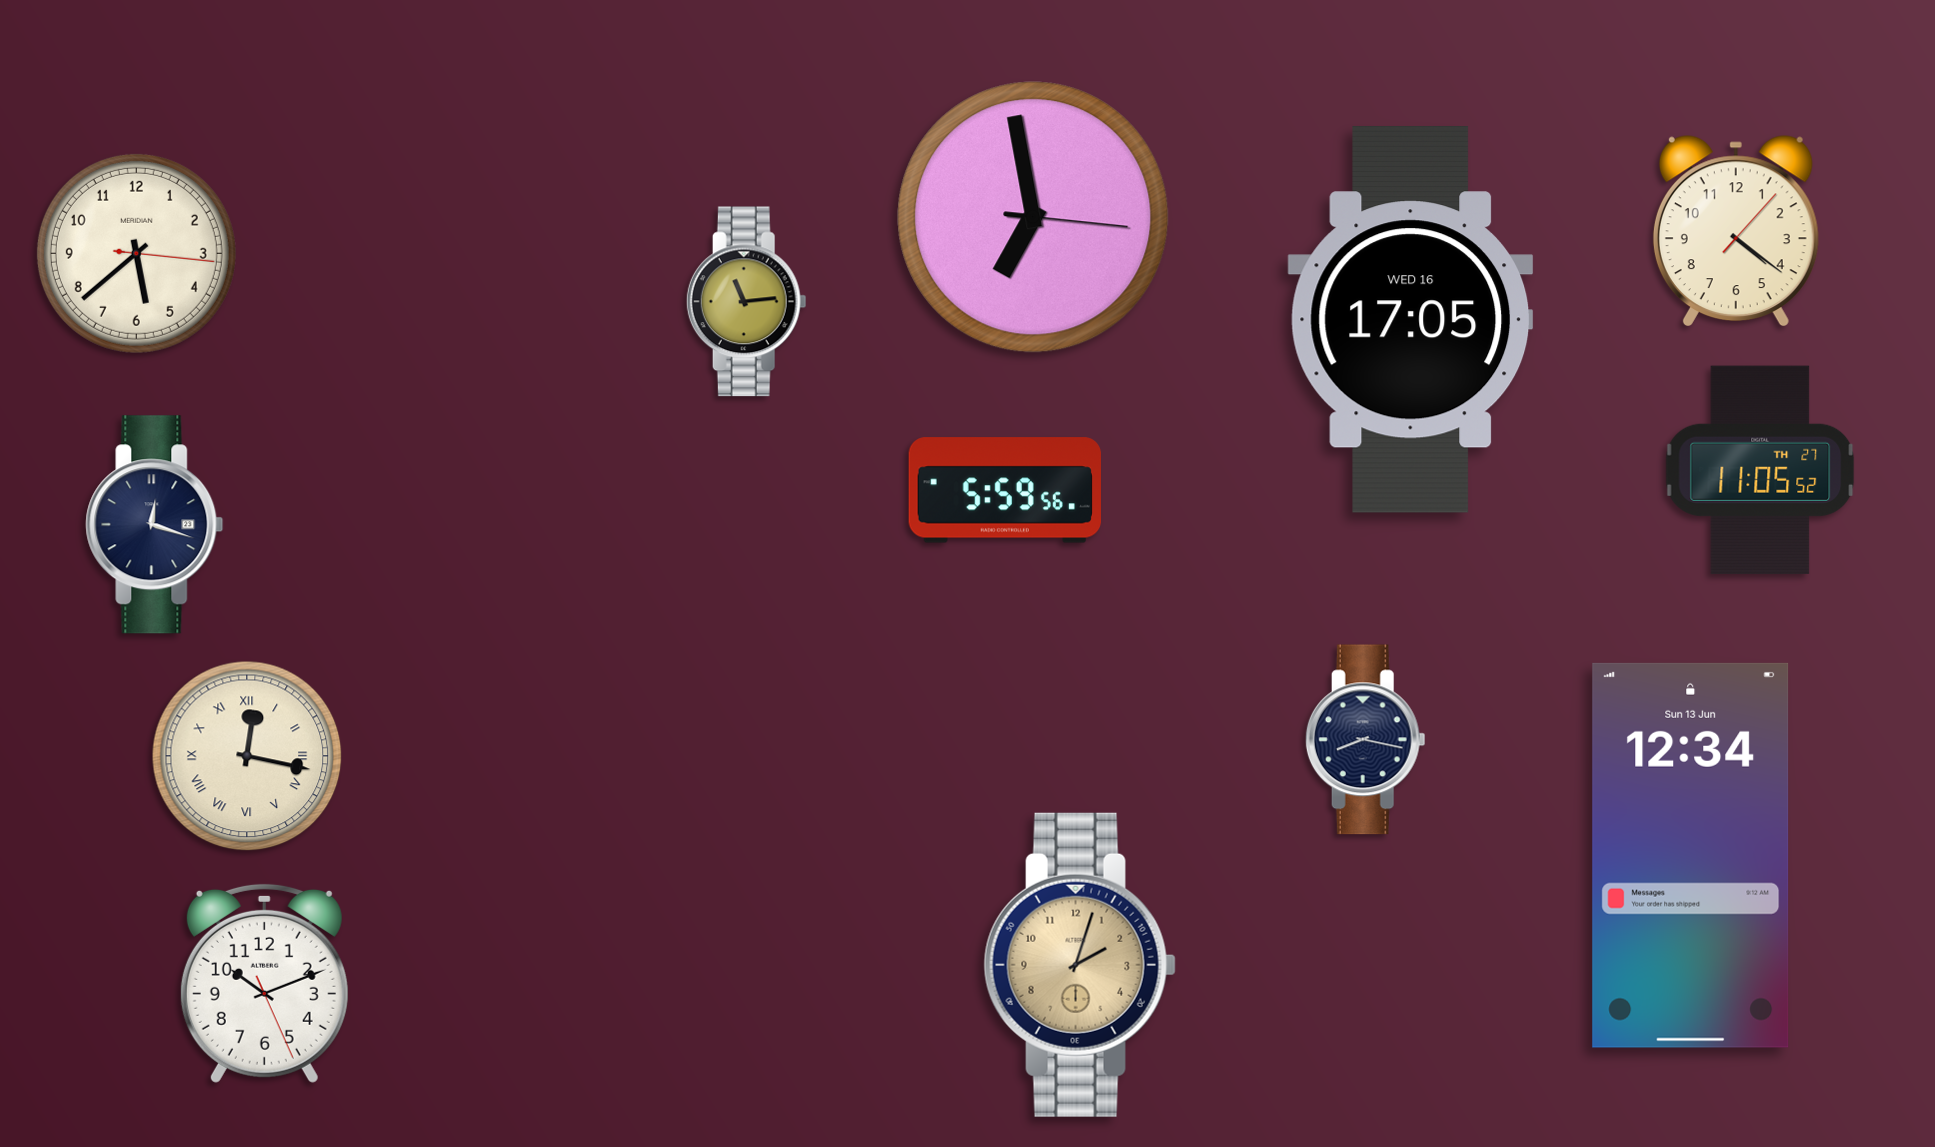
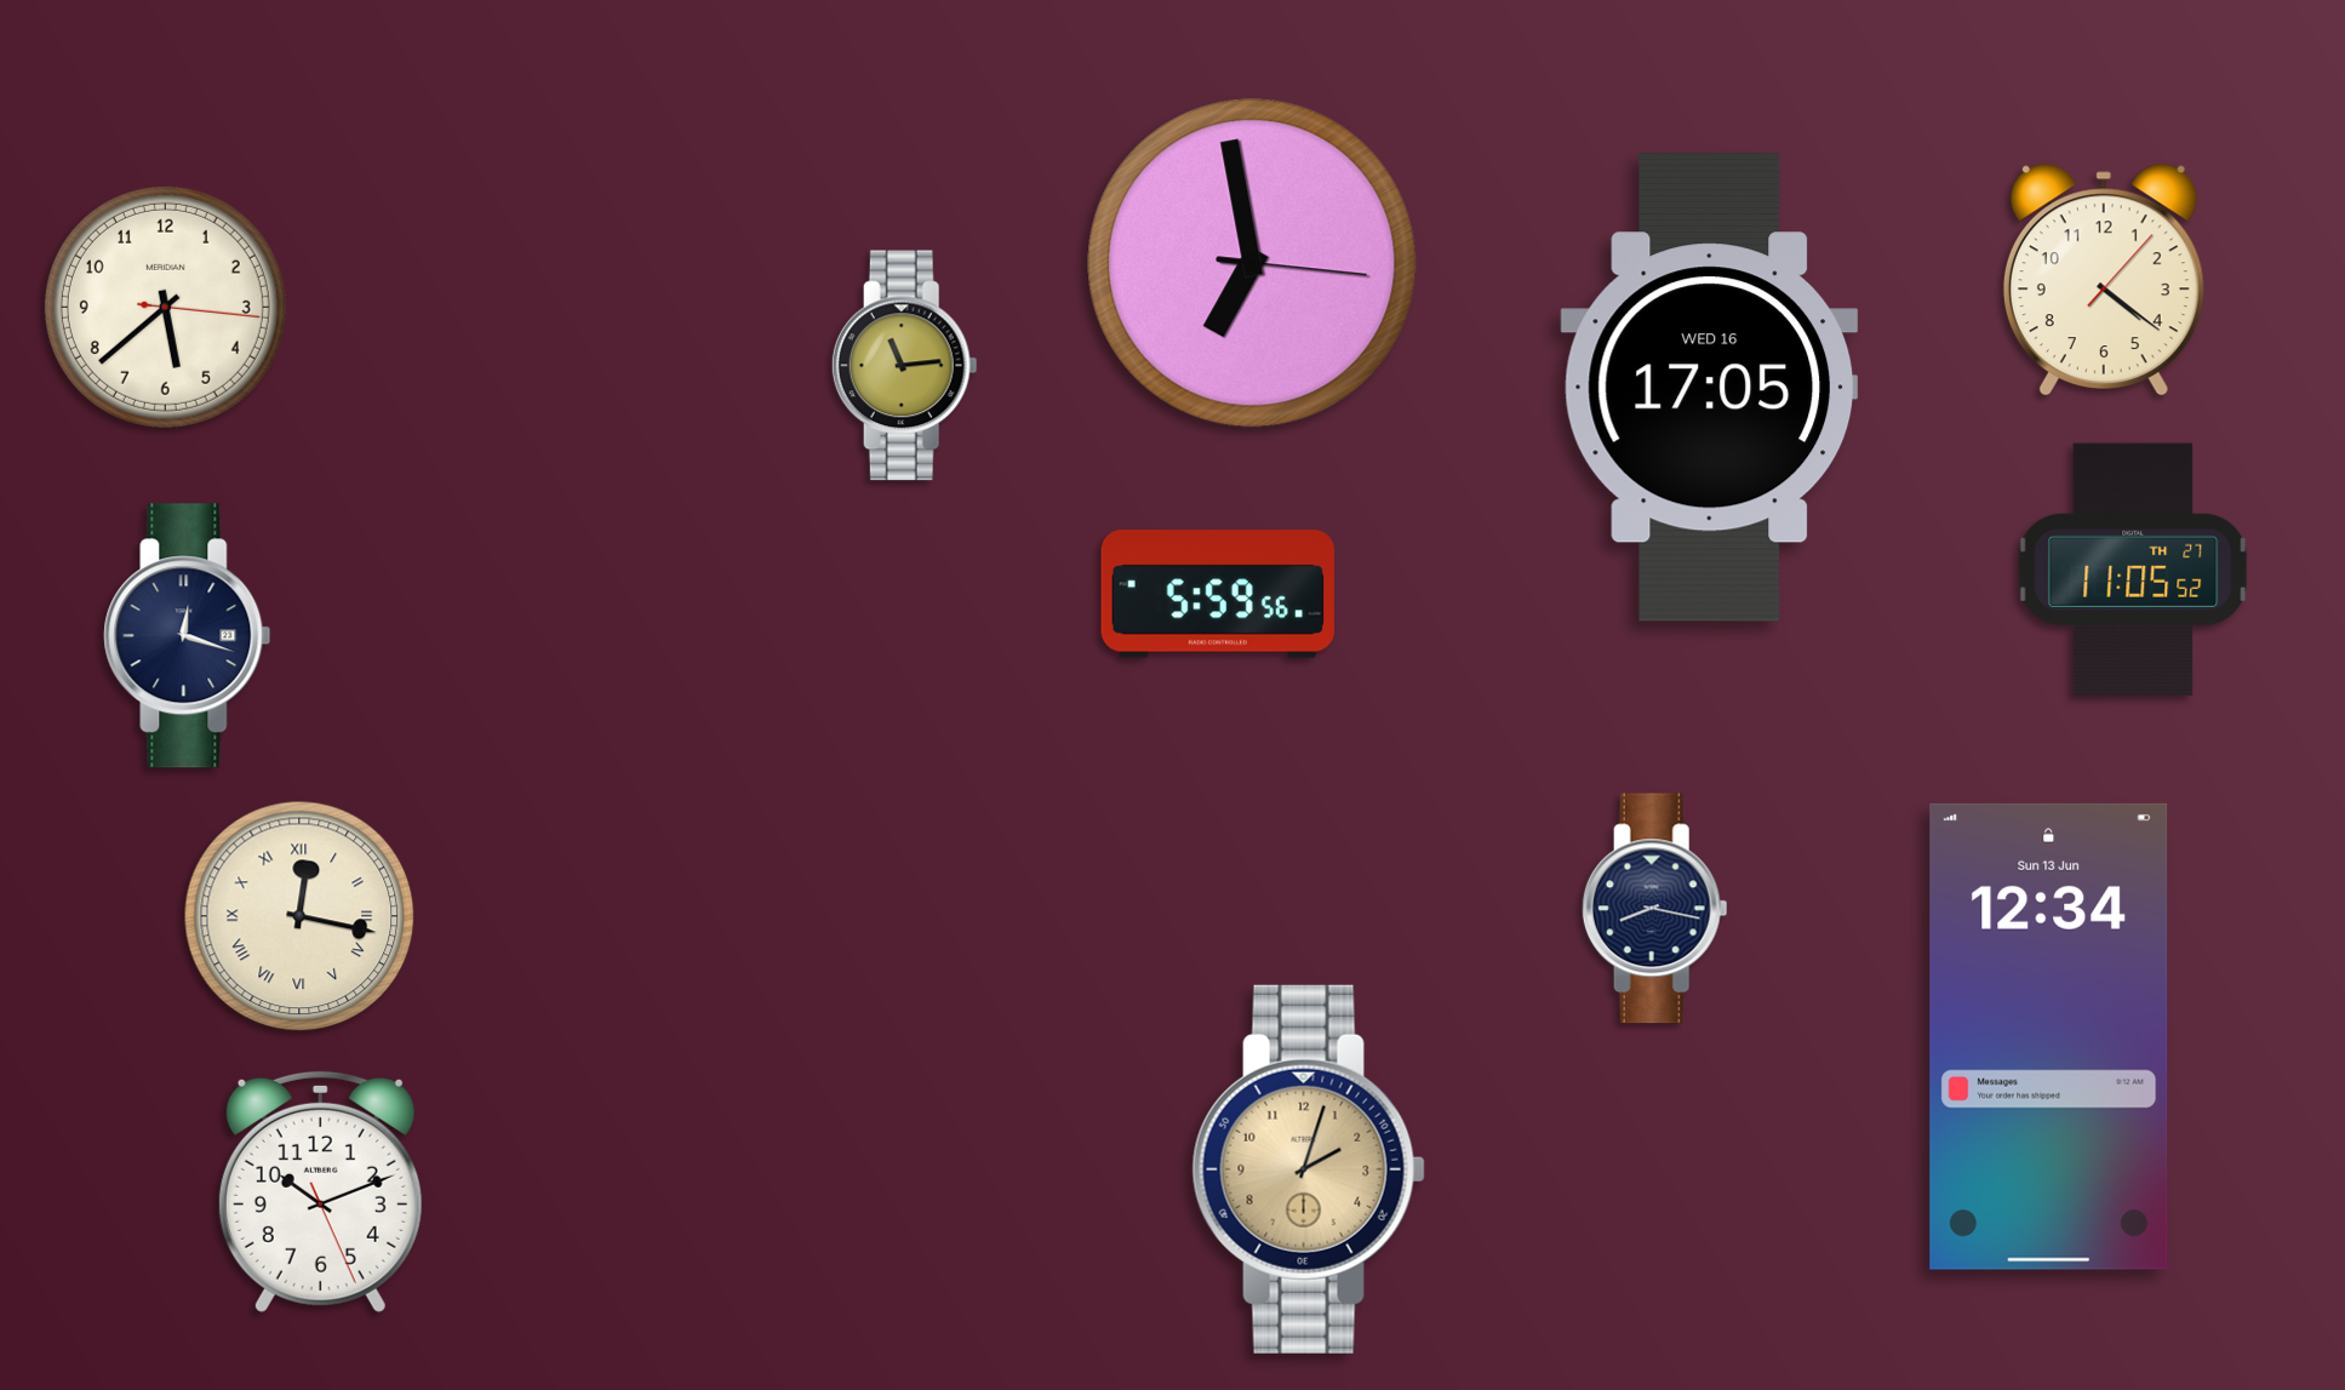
clock at (1365, 740) position: (1365, 740) -> (1654, 909)
